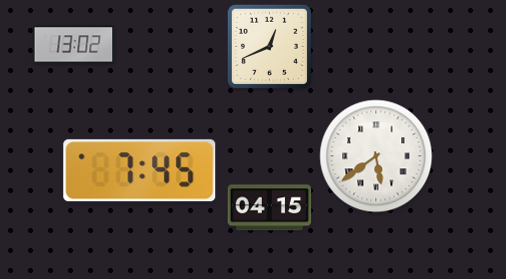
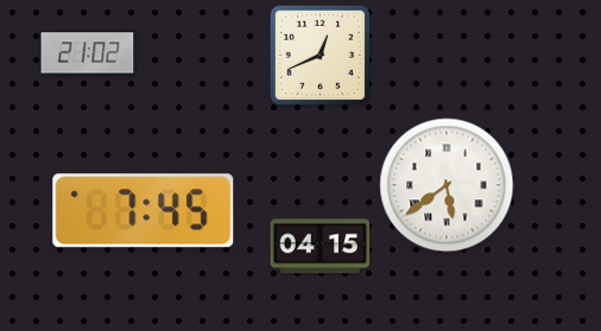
clock at (74, 45): 13:02 -> 21:02
clock at (140, 171) position: (140, 171) -> (144, 211)
